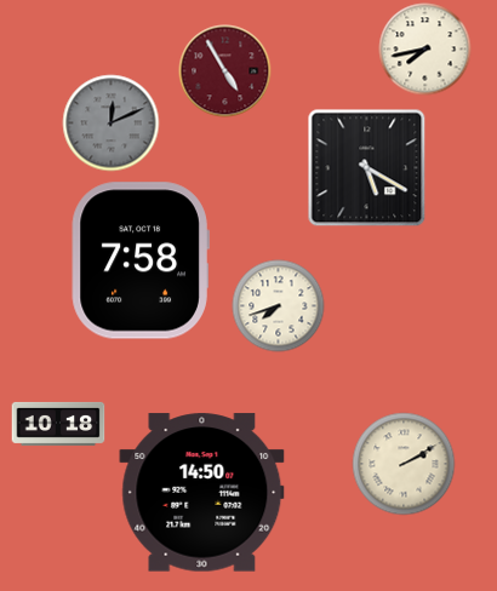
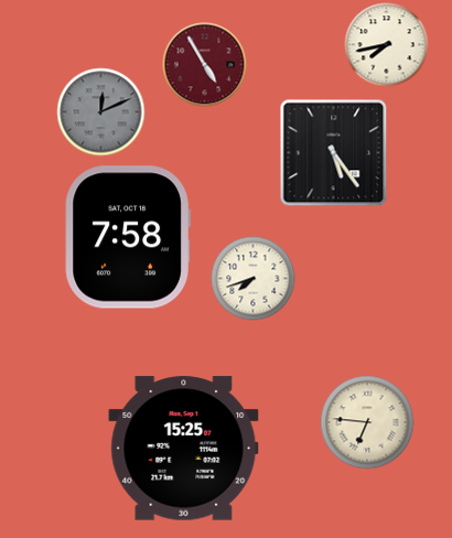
clock at (367, 168): 5:20 -> 5:24
clock at (58, 424): 10:18 -> none
clock at (404, 464): 2:10 -> 6:46
clock at (202, 493): 14:50 -> 15:25
